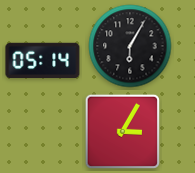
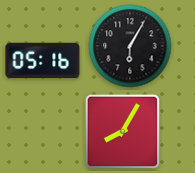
clock at (43, 61): 05:14 -> 05:16
clock at (122, 131): 3:05 -> 8:05
